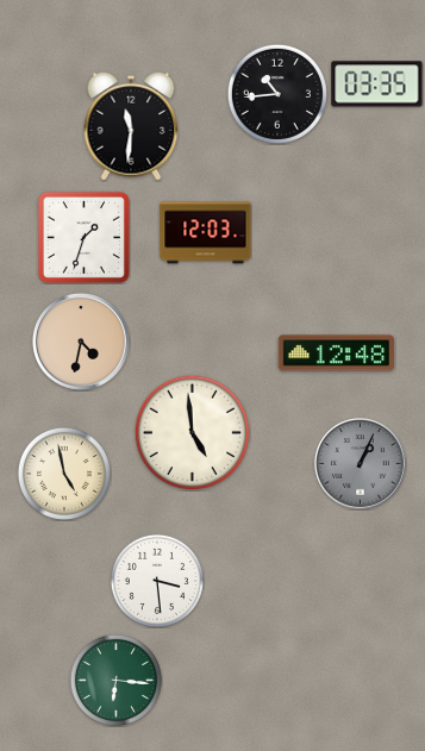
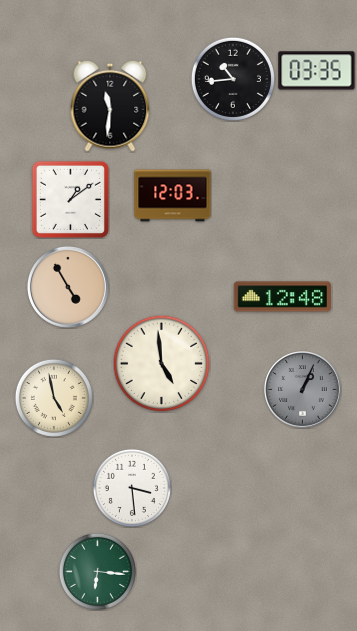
clock at (83, 237): 1:33 -> 1:09
clock at (81, 342): 4:32 -> 4:55
